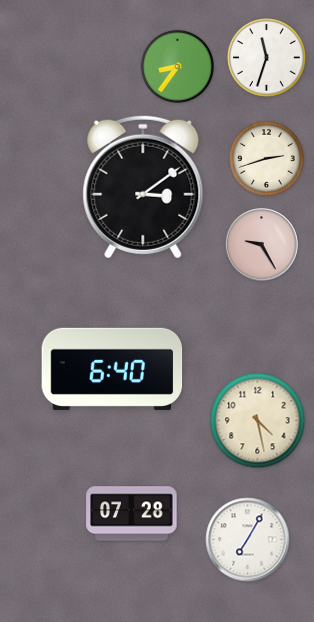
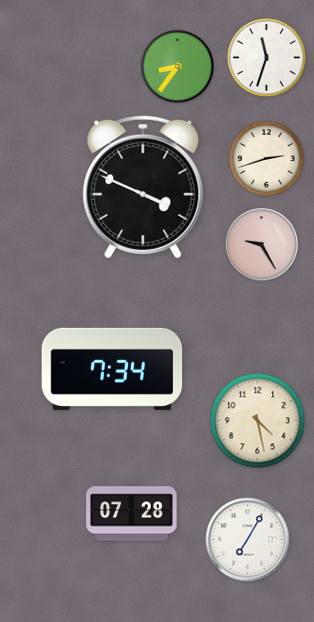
clock at (143, 187): 3:09 -> 3:49
clock at (112, 369): 6:40 -> 7:34
